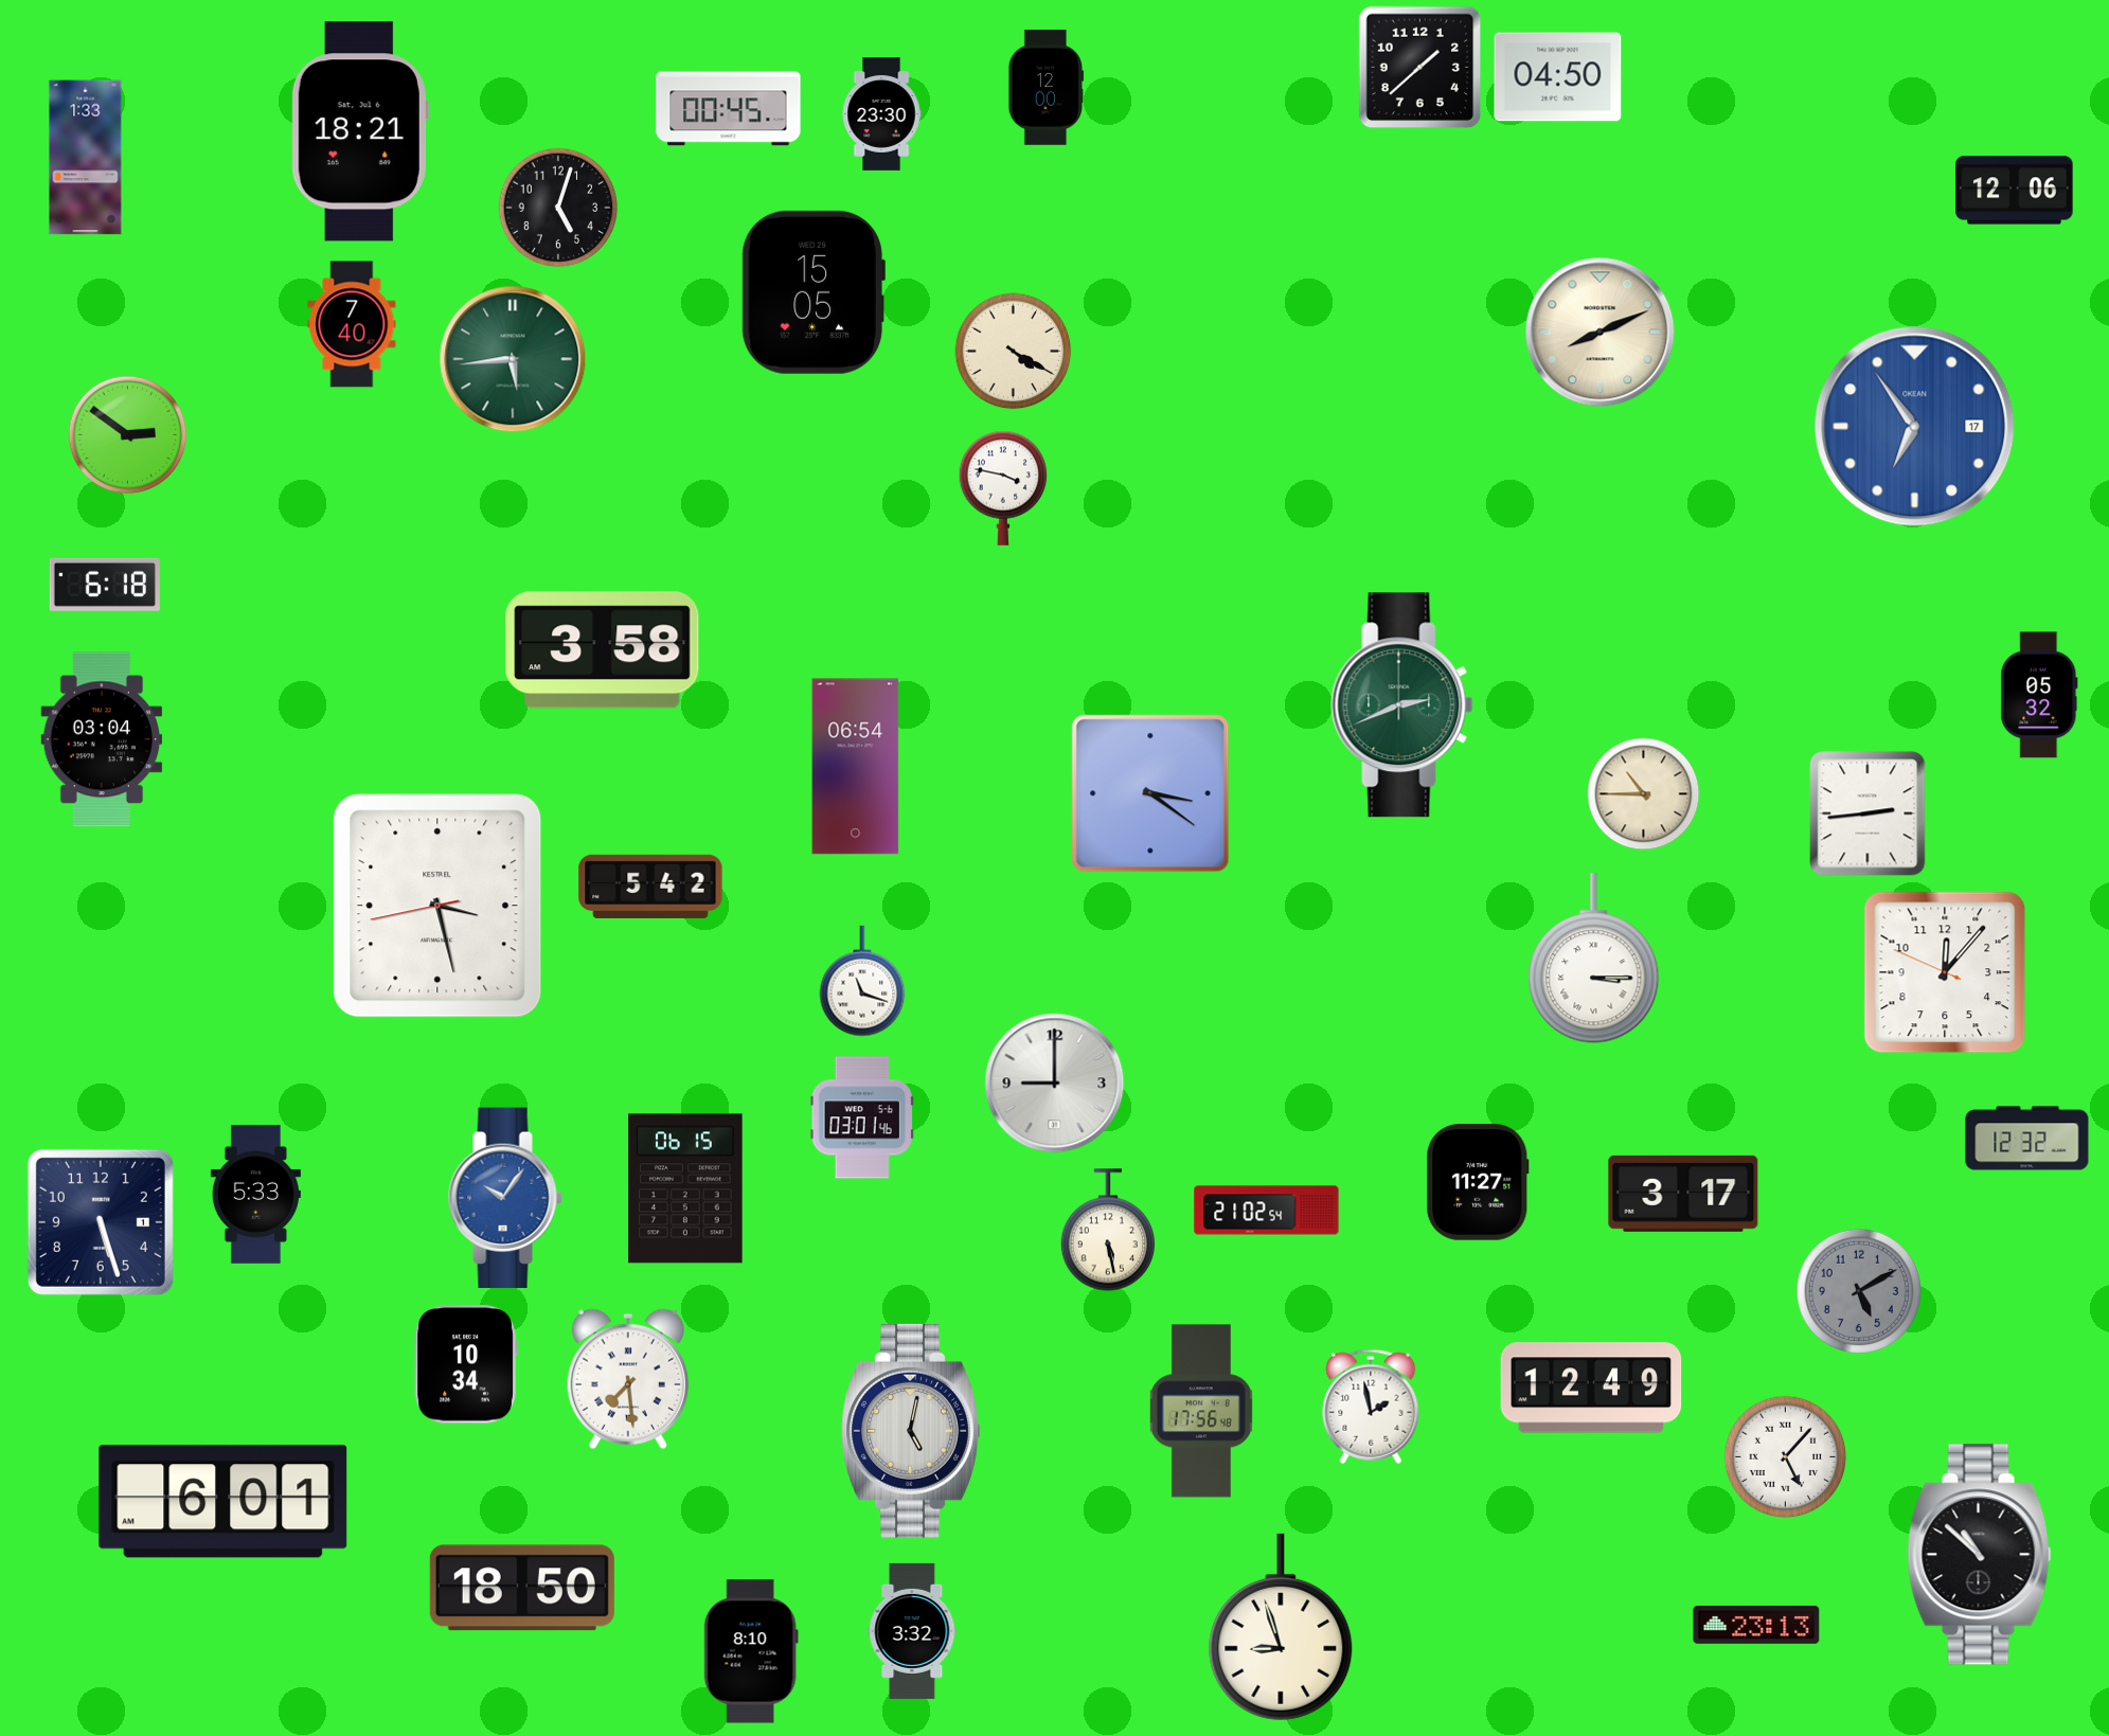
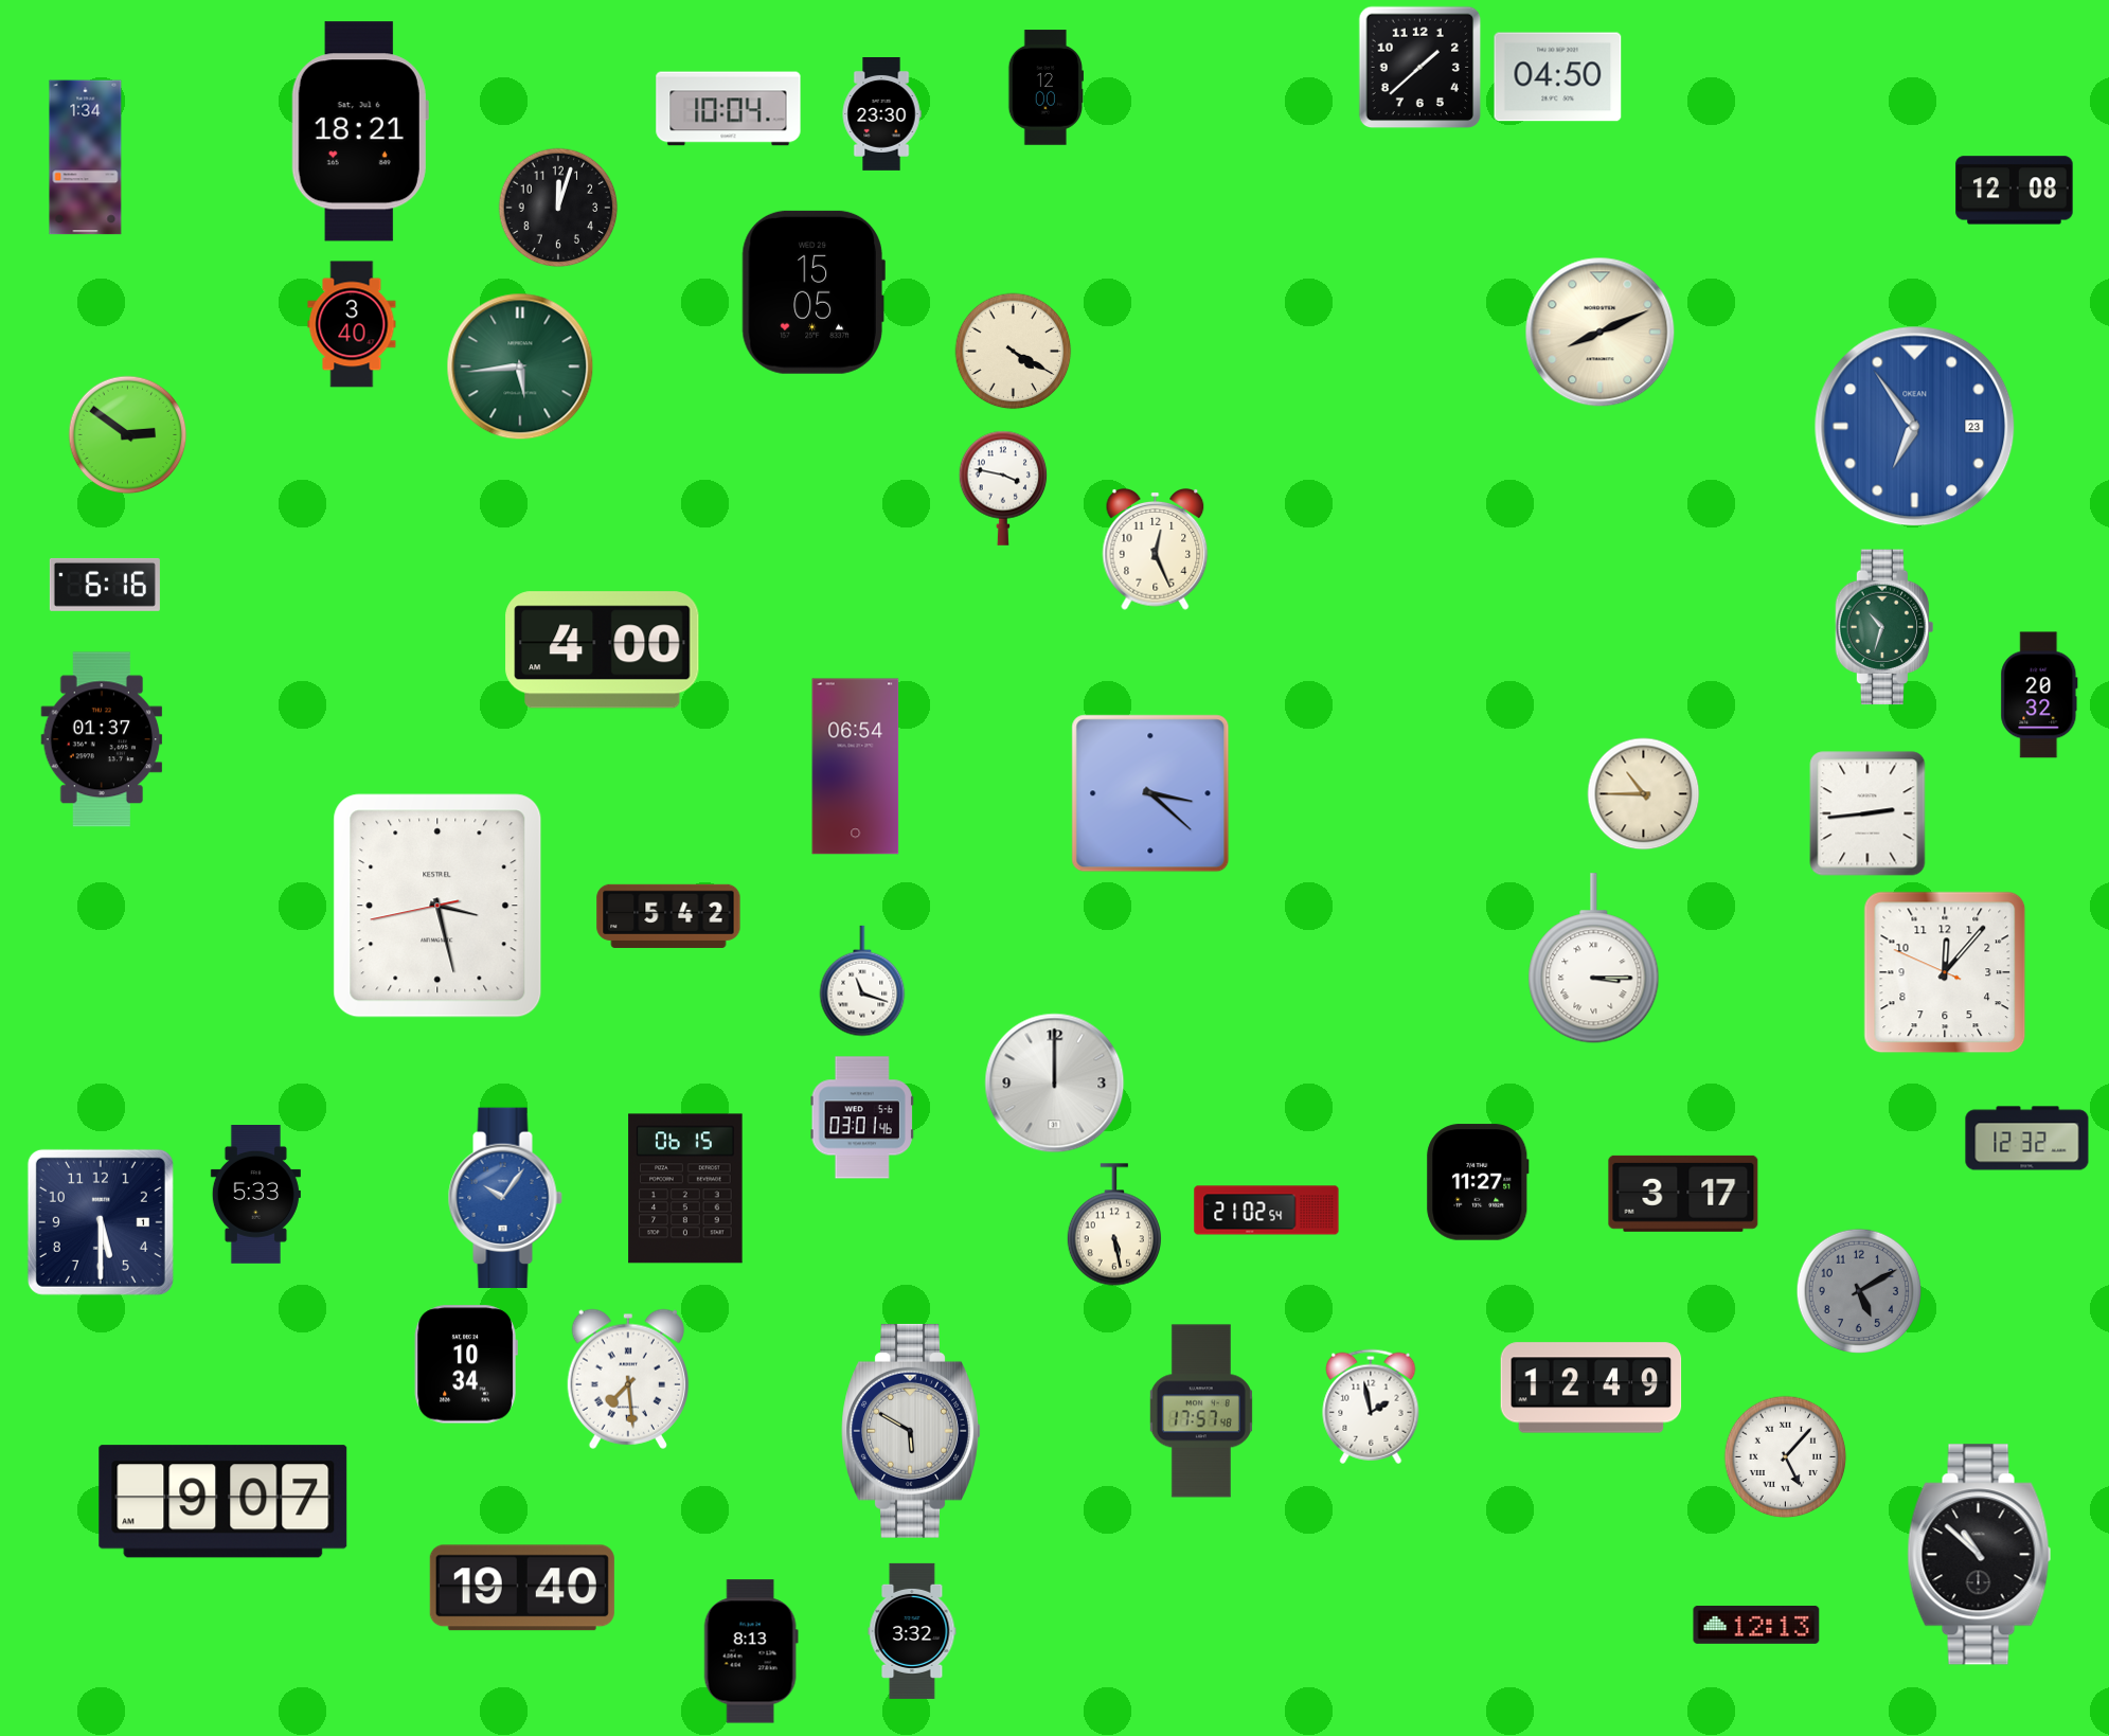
clock at (729, 109): 00:45 -> 10:04
clock at (86, 158): 1:33 -> 1:34
clock at (2015, 191): 12:06 -> 12:08
clock at (558, 208): 5:03 -> 12:03
clock at (352, 324): 7:40 -> 3:40
clock at (513, 359) position: (513, 359) -> (520, 366)
clock at (1915, 427) date: 17 -> 23
clock at (1156, 550): none -> 12:26
clock at (105, 585): 6:18 -> 6:16
clock at (1883, 627): none -> 10:33
clock at (603, 650): 3:58 -> 4:00
clock at (2039, 695): 05:32 -> 20:32
clock at (1402, 705): 2:41 -> none
clock at (102, 739): 03:04 -> 01:37
clock at (1150, 793): 3:21 -> 3:22
clock at (650, 887) position: (650, 887) -> (668, 916)
clock at (1055, 1084): 9:00 -> 12:00
clock at (101, 1222): 5:27 -> 5:30
clock at (1107, 1230) position: (1107, 1230) -> (1113, 1224)
clock at (1201, 1411): 17:56 -> 17:57
clock at (911, 1431): 5:02 -> 5:50
clock at (224, 1502): 6:01 -> 9:07
clock at (522, 1588): 18:50 -> 19:40
clock at (1756, 1625): 23:13 -> 12:13
clock at (1281, 1627): 8:57 -> none
clock at (751, 1651): 8:10 -> 8:13
